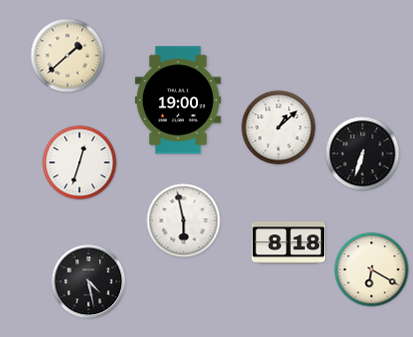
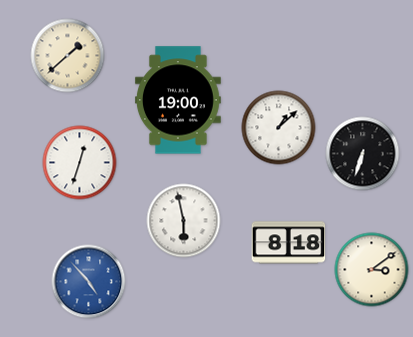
clock at (372, 270): 6:20 -> 3:09
clock at (89, 282): 4:28 -> 4:53
clock at (89, 282) dial: black -> blue
